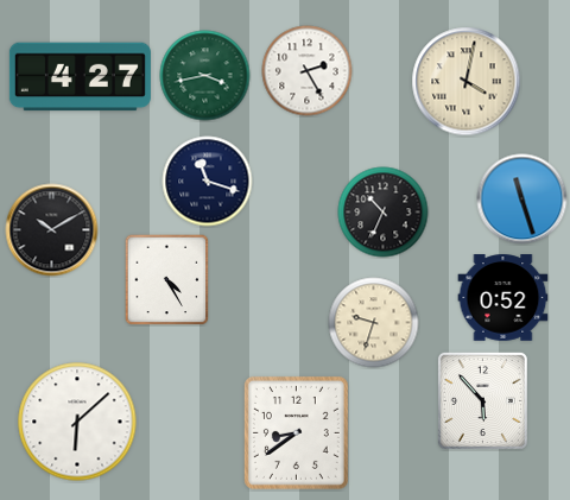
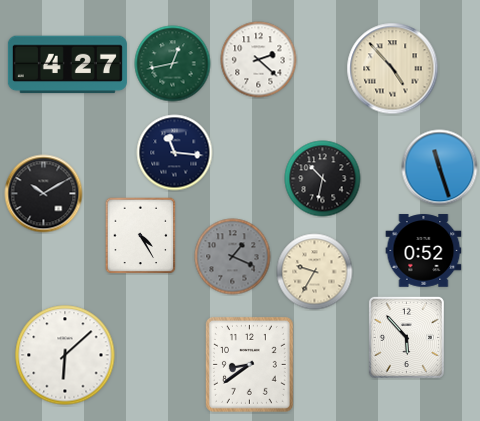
clock at (308, 71): 2:25 -> 2:22
clock at (205, 76): 3:43 -> 12:43
clock at (467, 82): 4:02 -> 4:53
clock at (208, 182): 11:18 -> 11:16
clock at (384, 213): 10:34 -> 10:32
clock at (233, 257): none -> 1:19
clock at (374, 323): 9:33 -> 9:35
